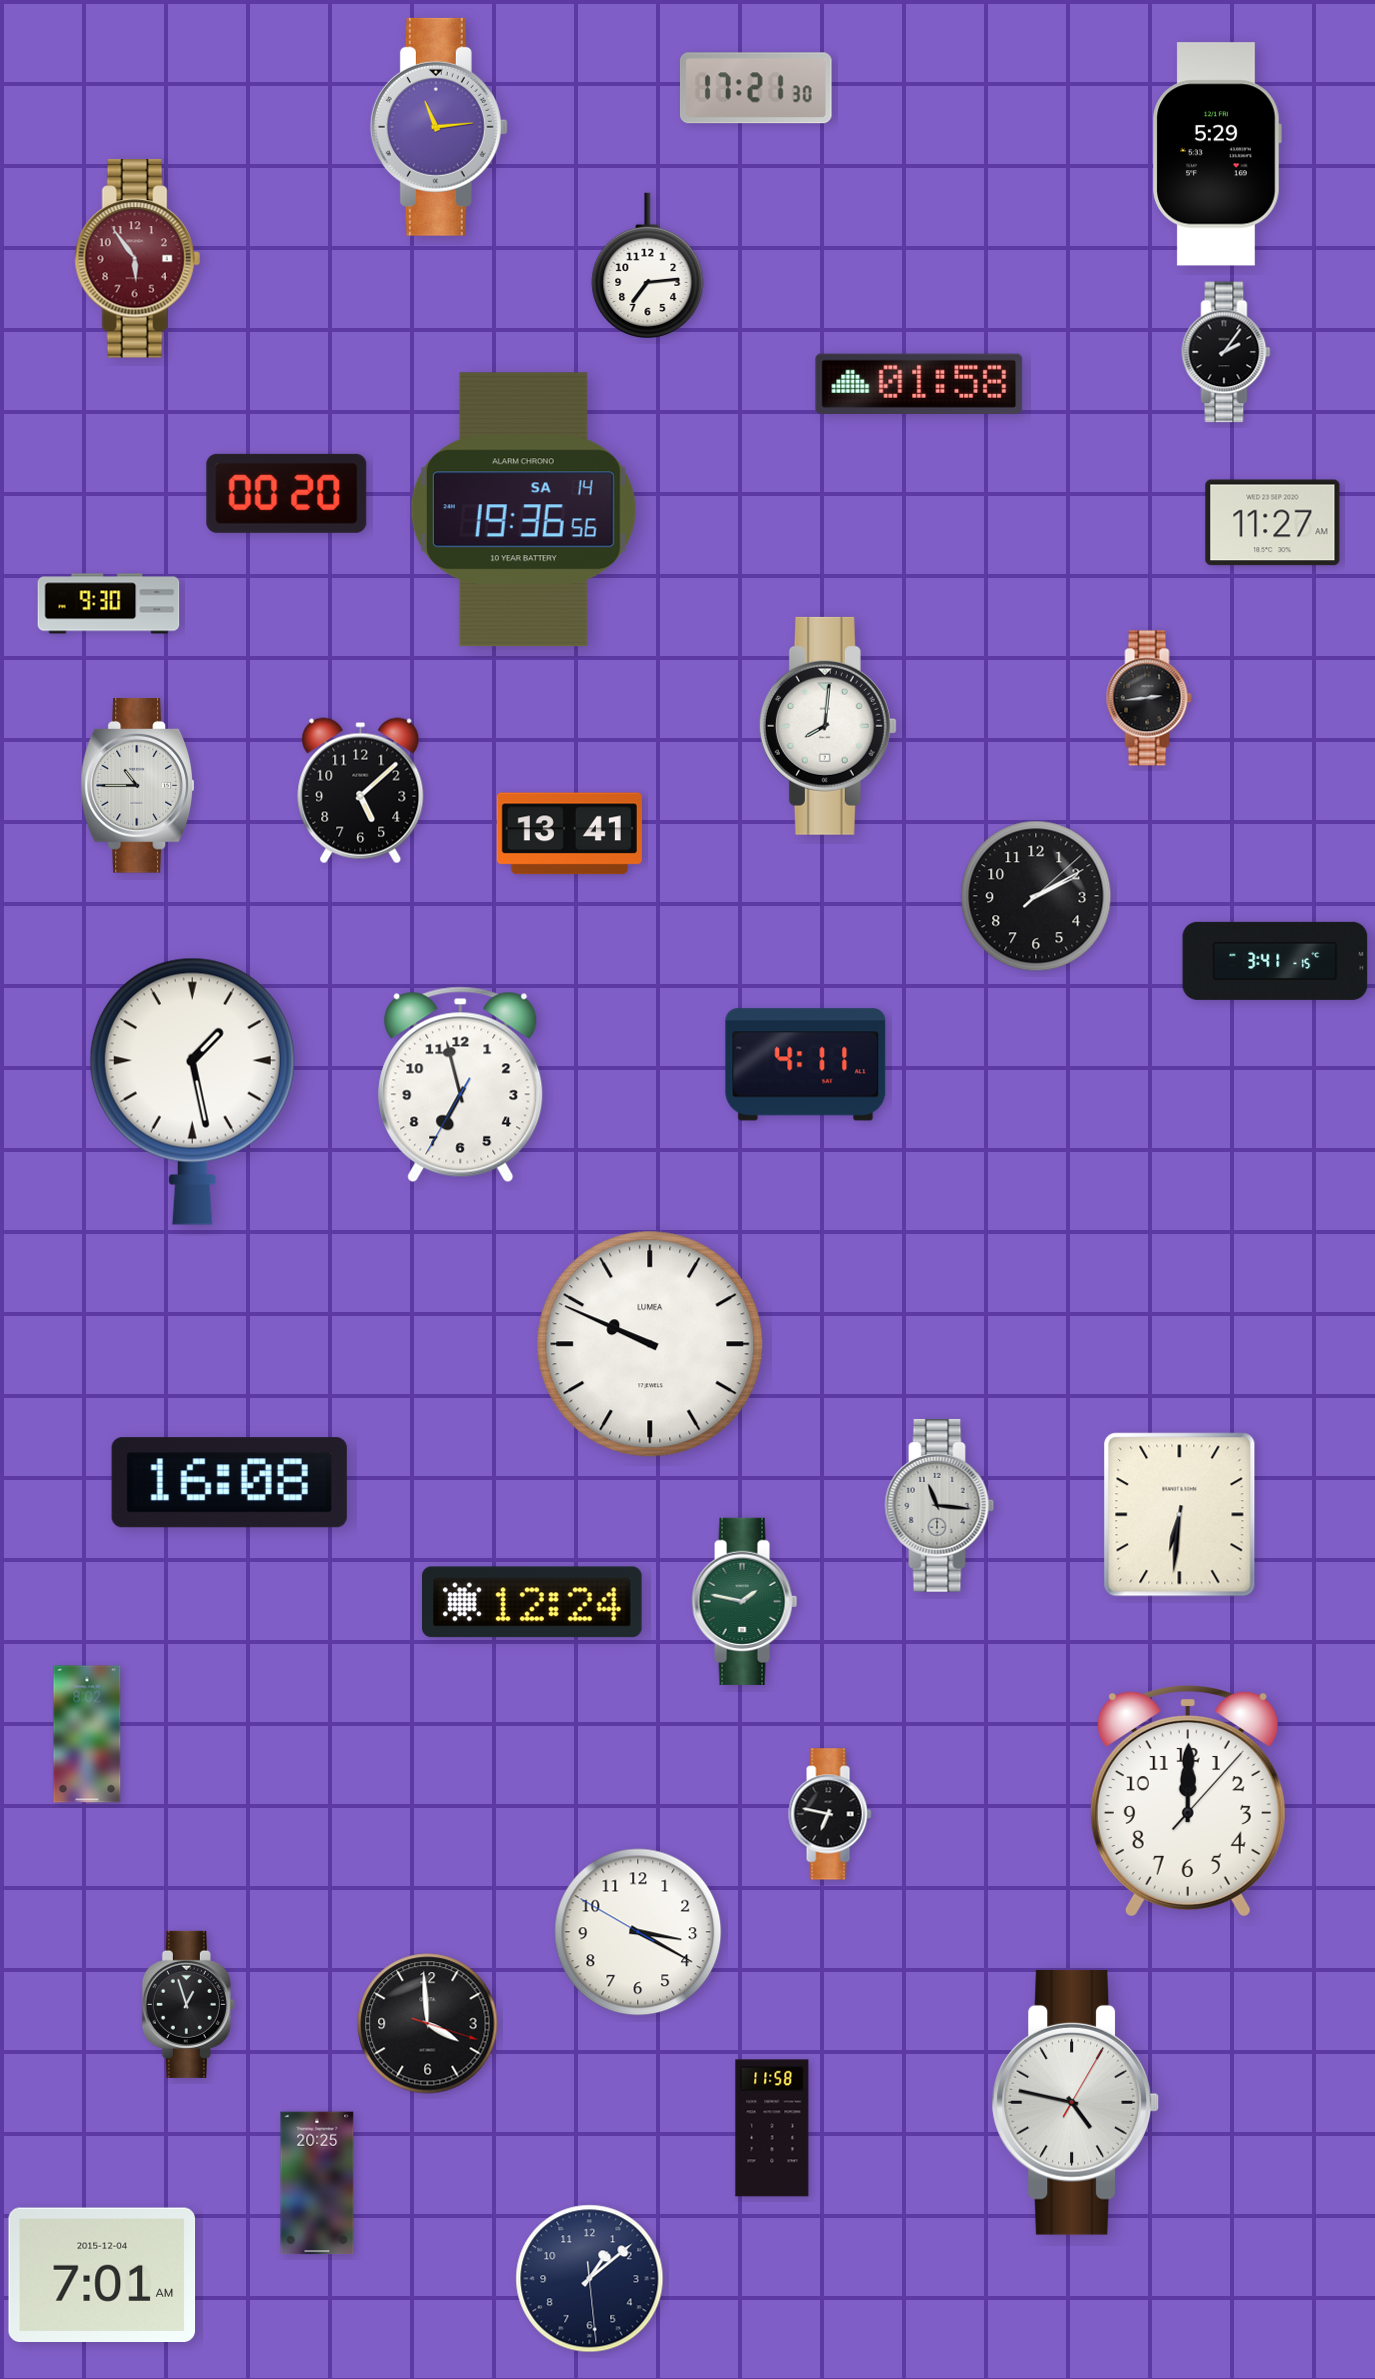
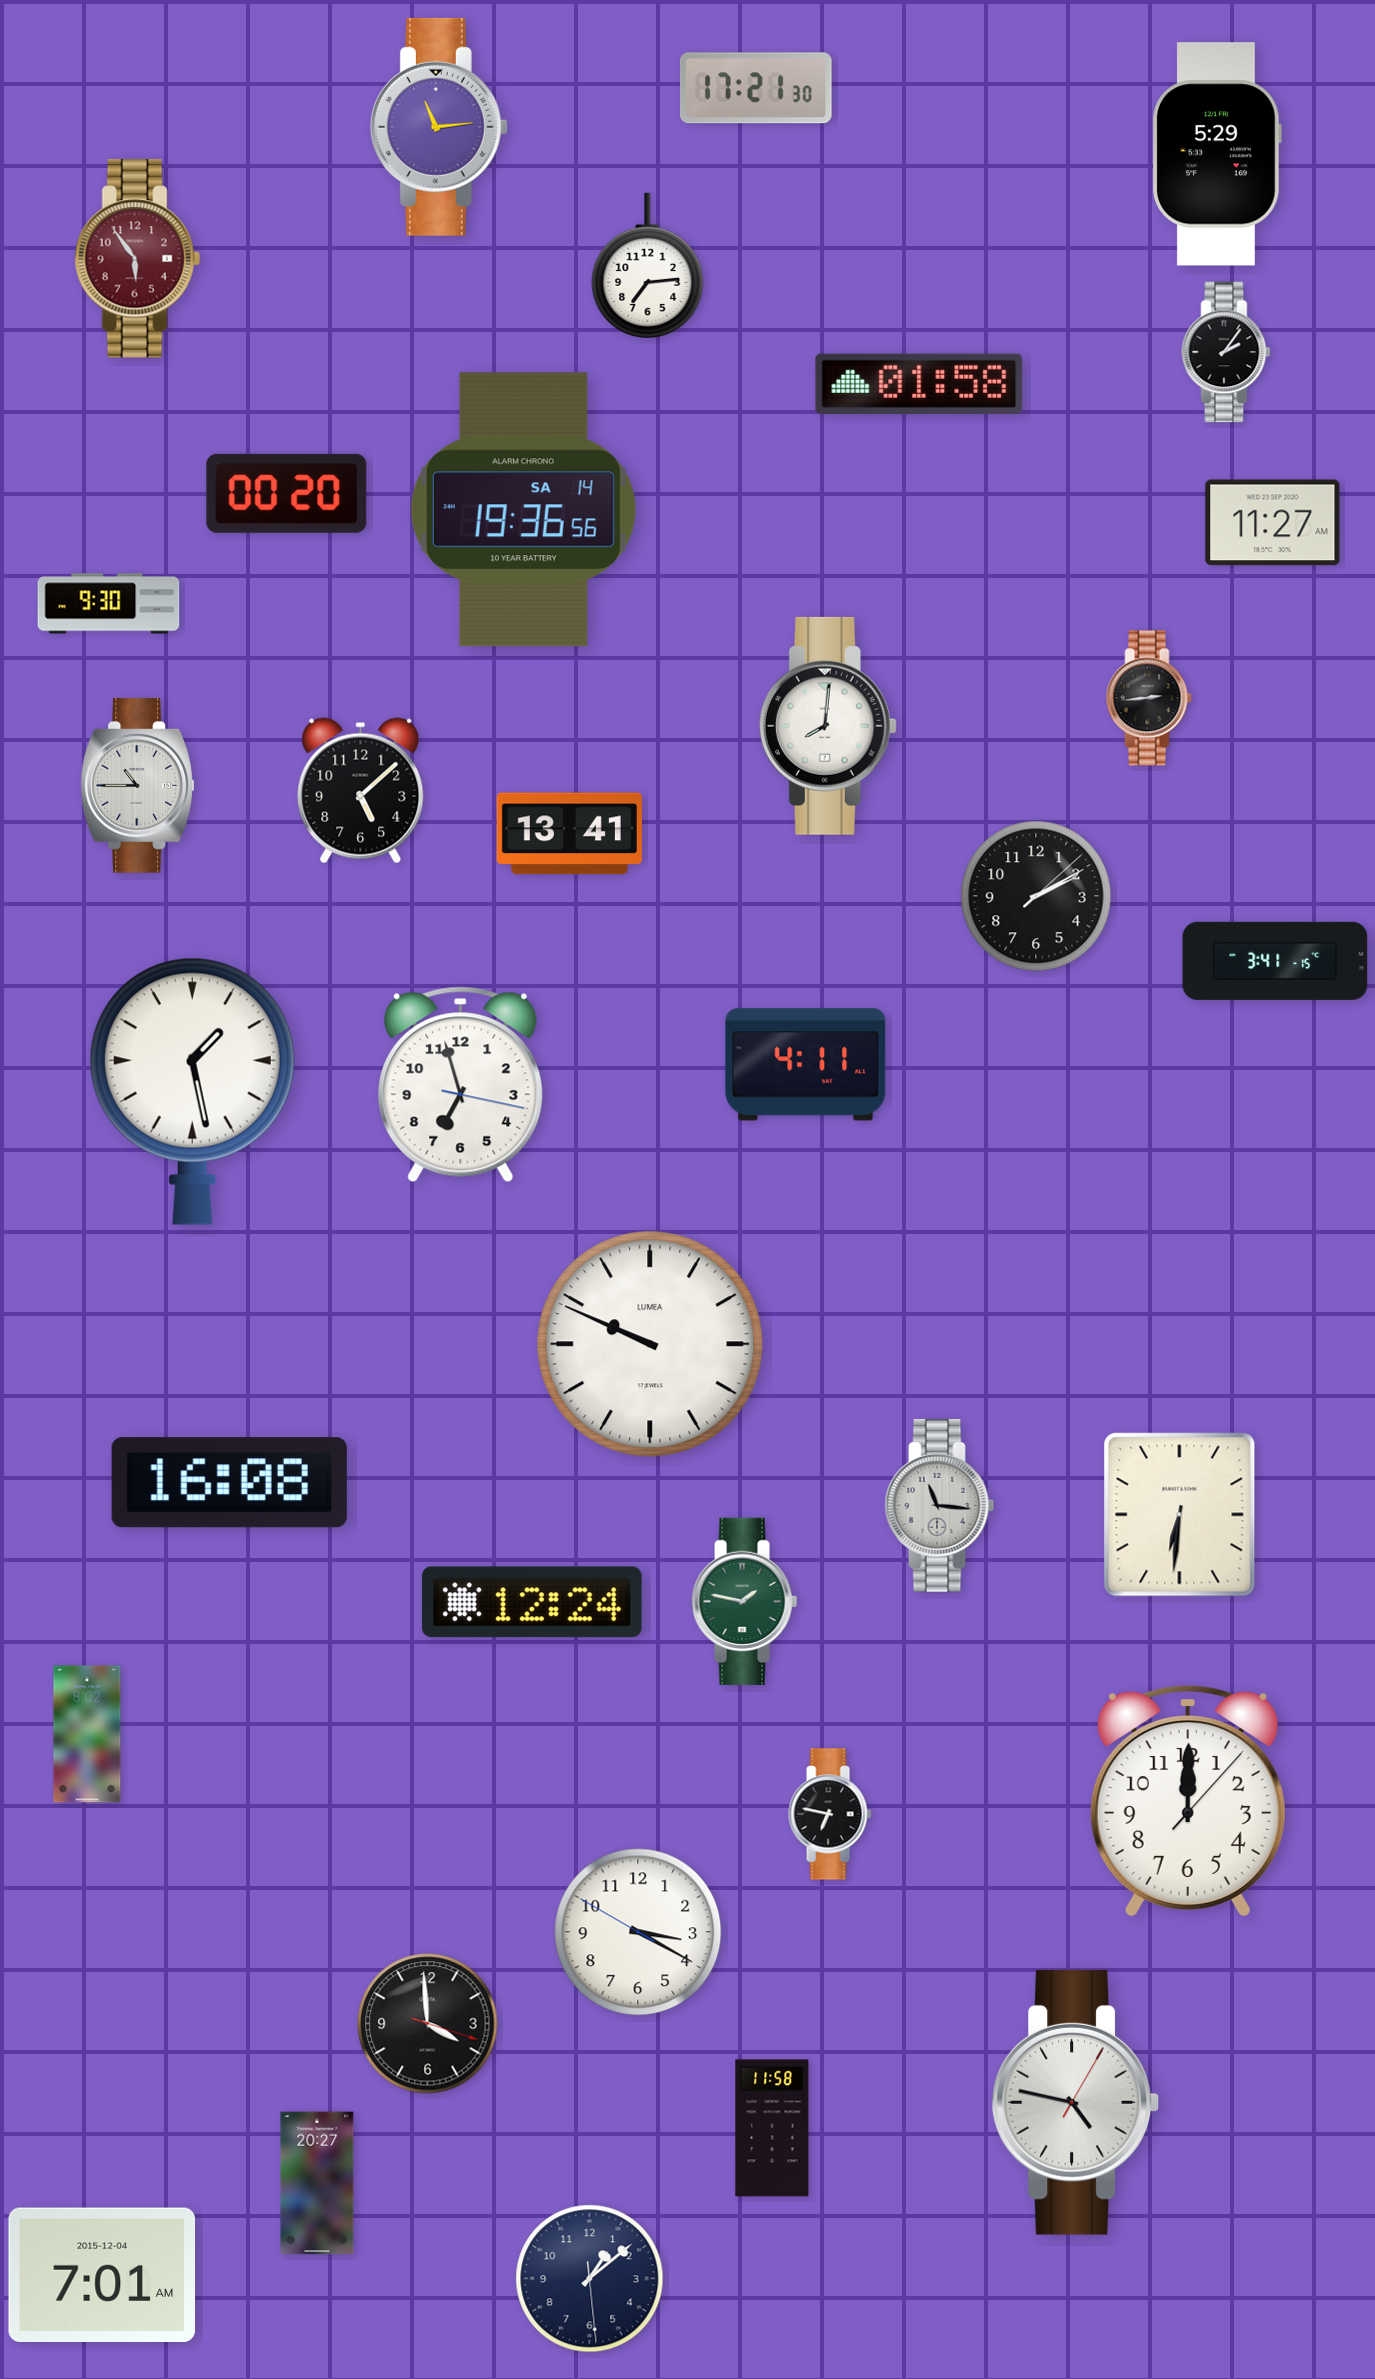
clock at (461, 1085): 6:57:35 -> 6:57:17
clock at (188, 2004): 12:57 -> none
clock at (317, 2183): 20:25 -> 20:27
